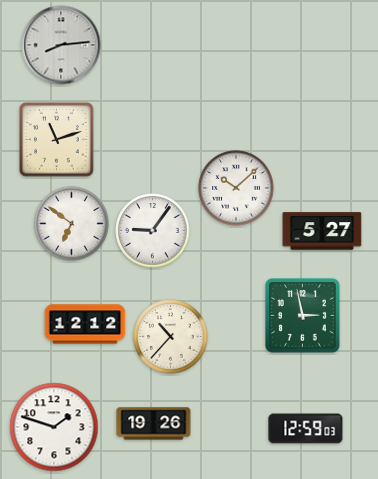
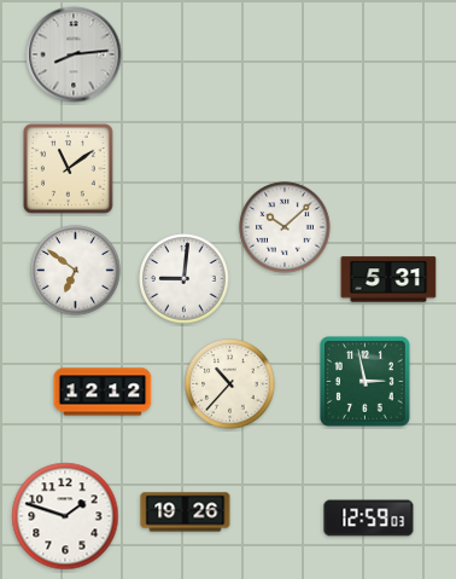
clock at (57, 140): 11:12 -> 11:09
clock at (72, 224) position: (72, 224) -> (76, 271)
clock at (153, 231): 9:06 -> 9:01
clock at (322, 231): 5:27 -> 5:31
clock at (171, 337) position: (171, 337) -> (230, 384)
